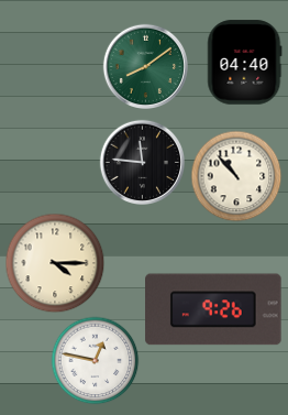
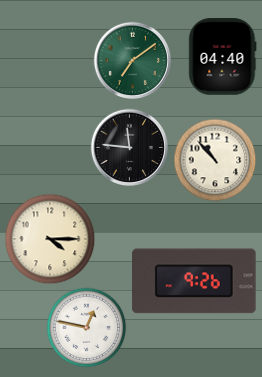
clock at (145, 66): 8:09 -> 7:09
